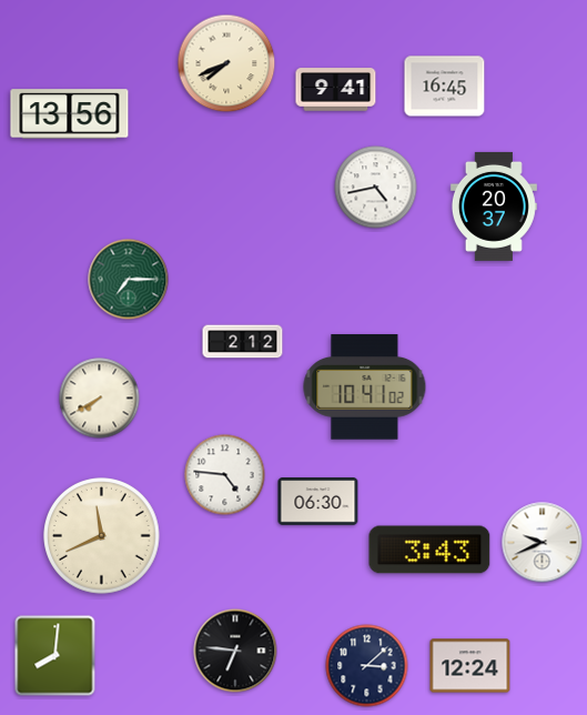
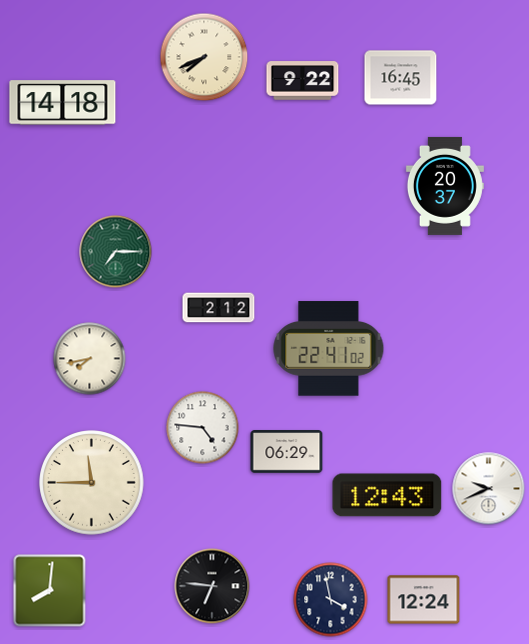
clock at (336, 90): 9:41 -> 9:22
clock at (70, 114): 13:56 -> 14:18
clock at (376, 188): 4:43 -> none
clock at (365, 387): 10:41 -> 22:41
clock at (100, 399): 7:40 -> 7:43
clock at (318, 502): 06:30 -> 06:29
clock at (102, 536): 11:41 -> 11:45
clock at (429, 550): 3:43 -> 12:43
clock at (367, 666): 3:08 -> 3:58
